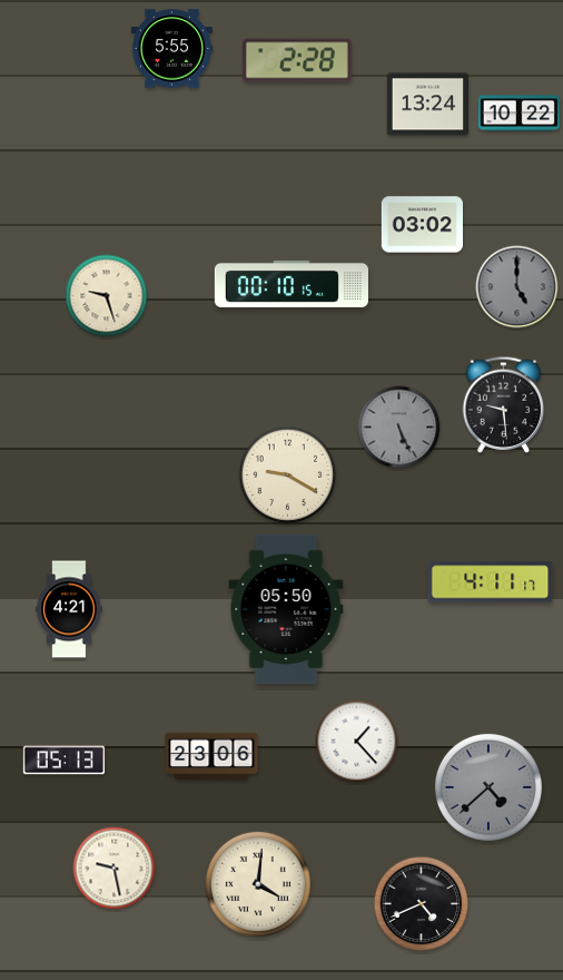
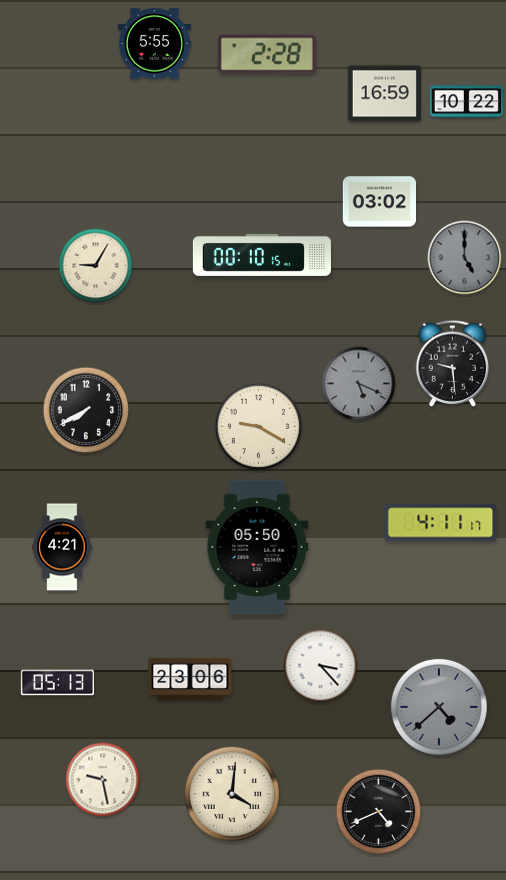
clock at (427, 105): 13:24 -> 16:59
clock at (107, 296): 9:27 -> 9:05
clock at (399, 428): 5:26 -> 5:19
clock at (86, 410): none -> 7:40
clock at (357, 742): 1:23 -> 3:23
